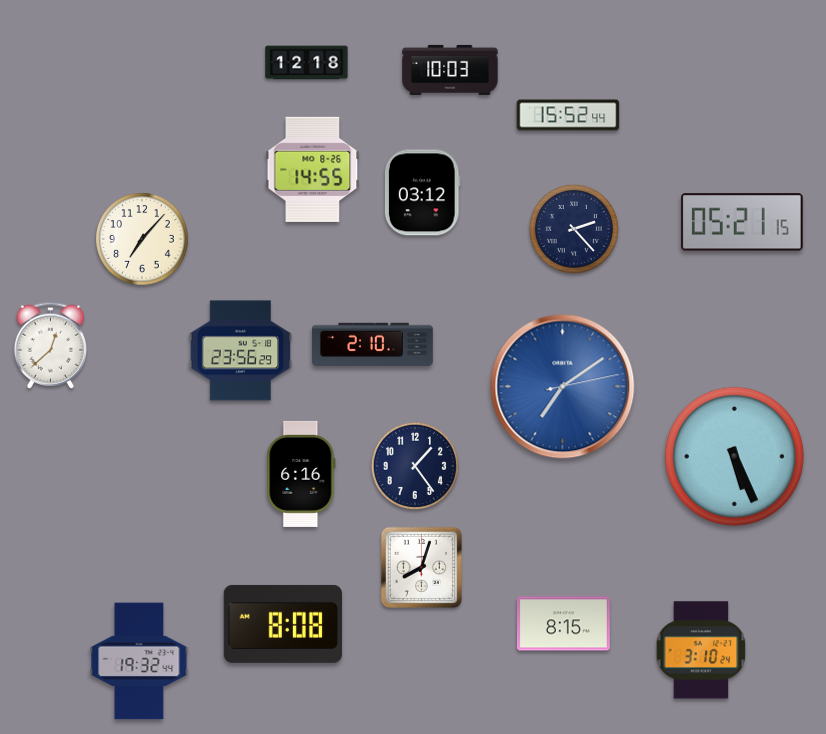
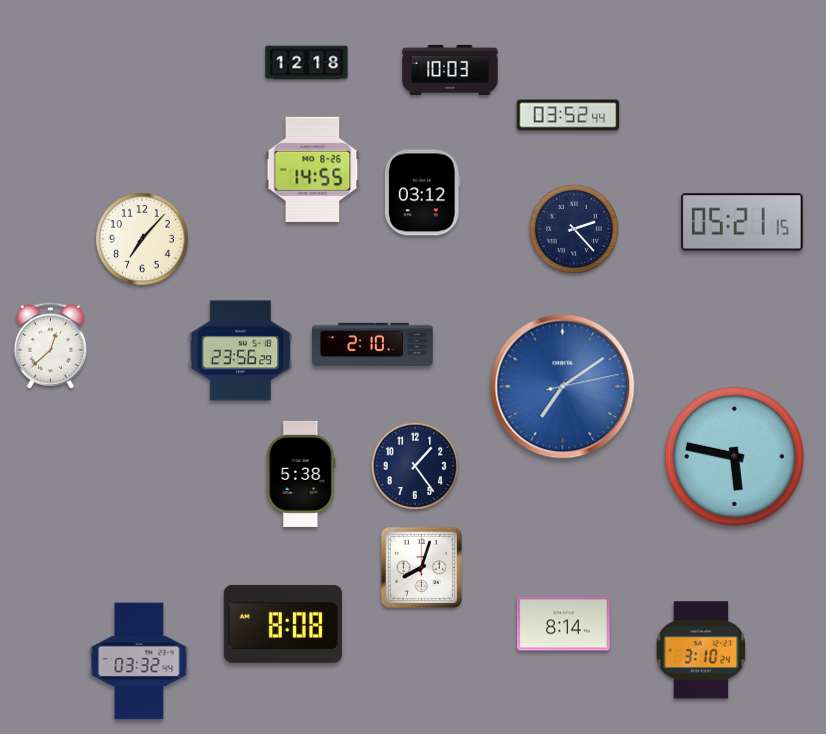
clock at (568, 115): 15:52 -> 03:52
clock at (734, 456): 5:26 -> 5:47
clock at (301, 474): 6:16 -> 5:38
clock at (563, 624): 8:15 -> 8:14
clock at (139, 661): 19:32 -> 03:32
